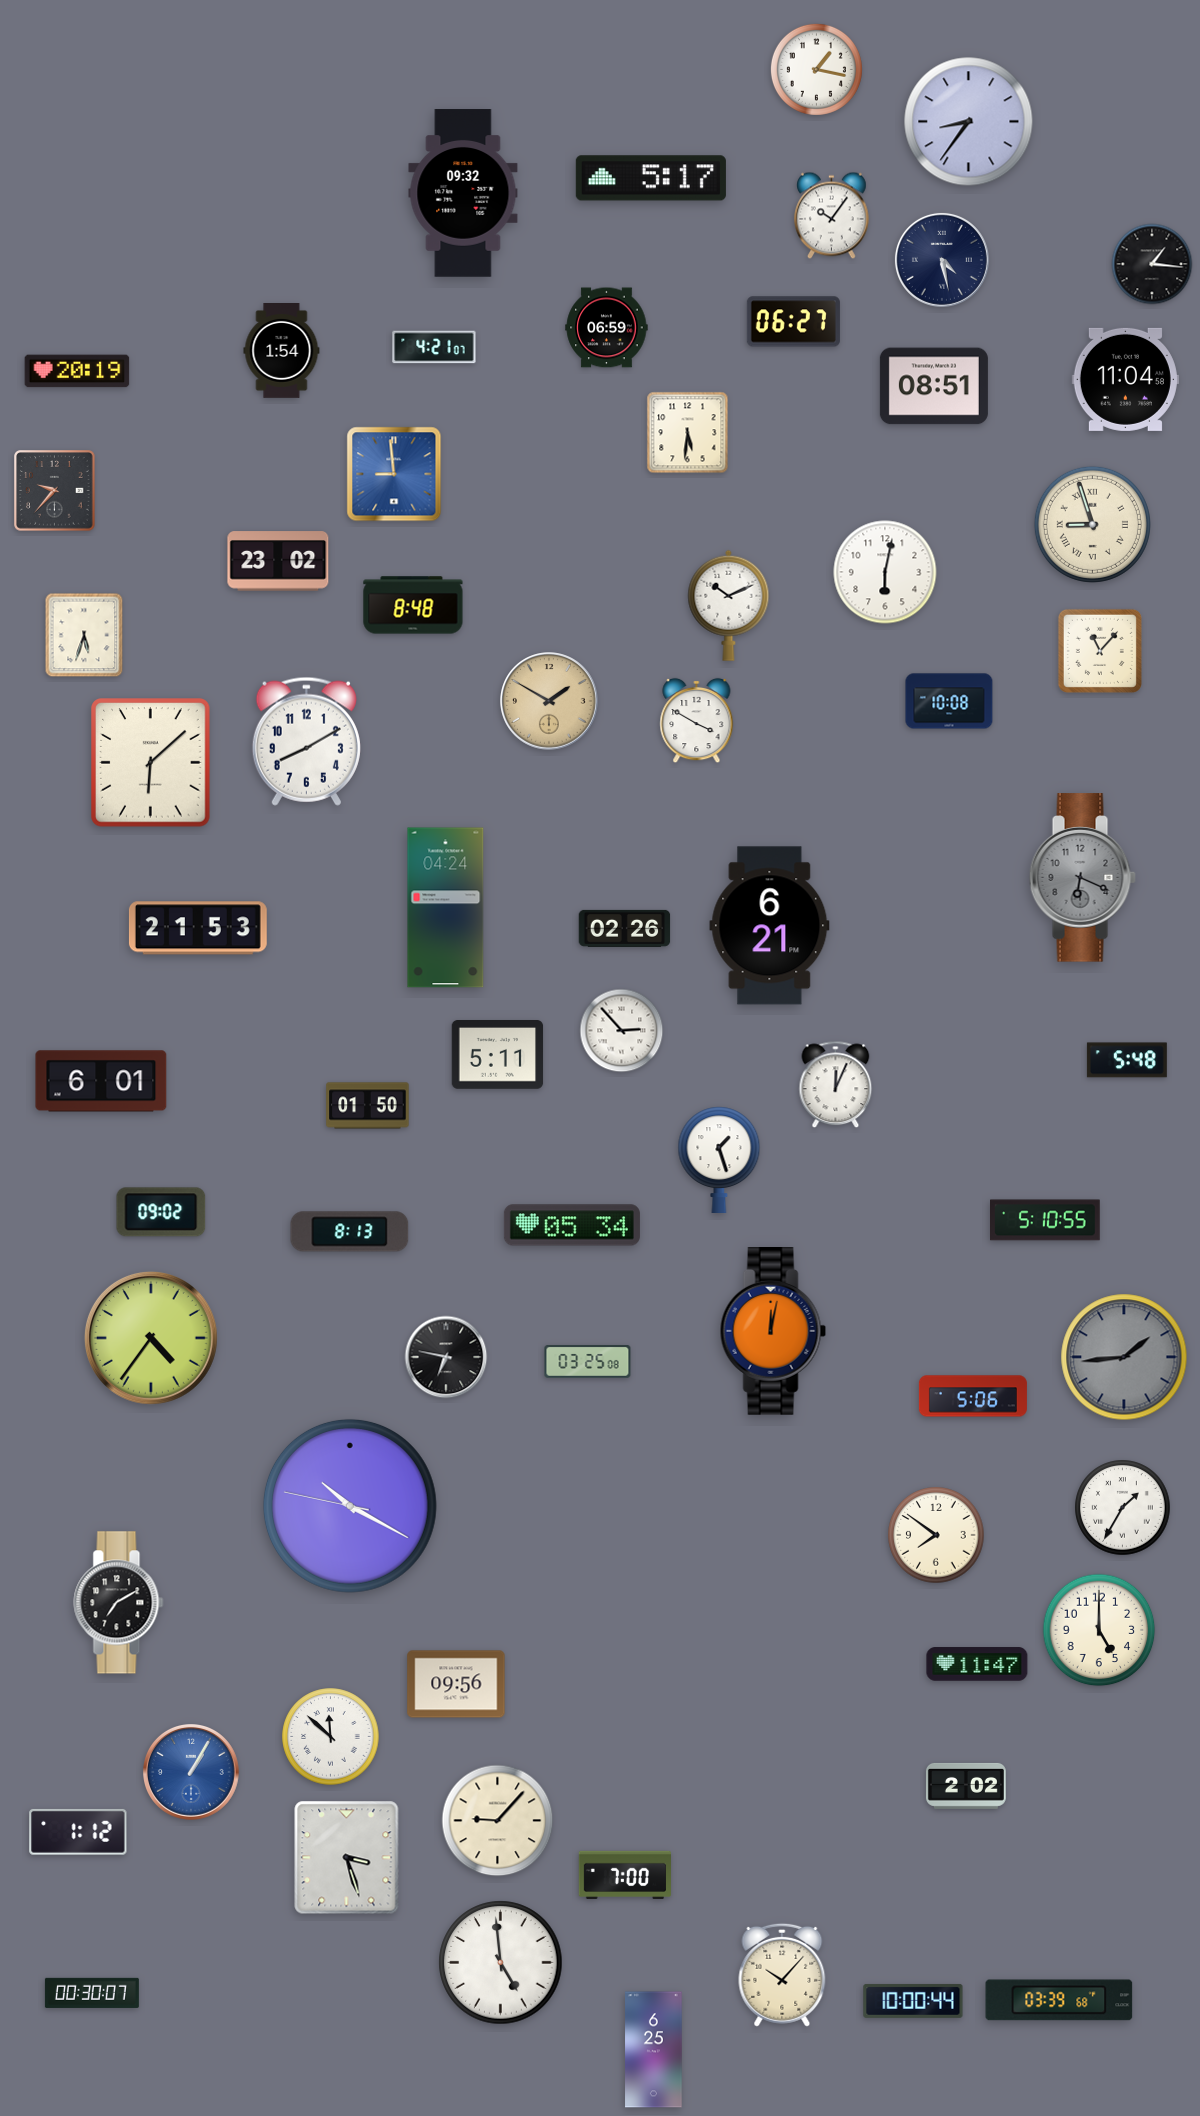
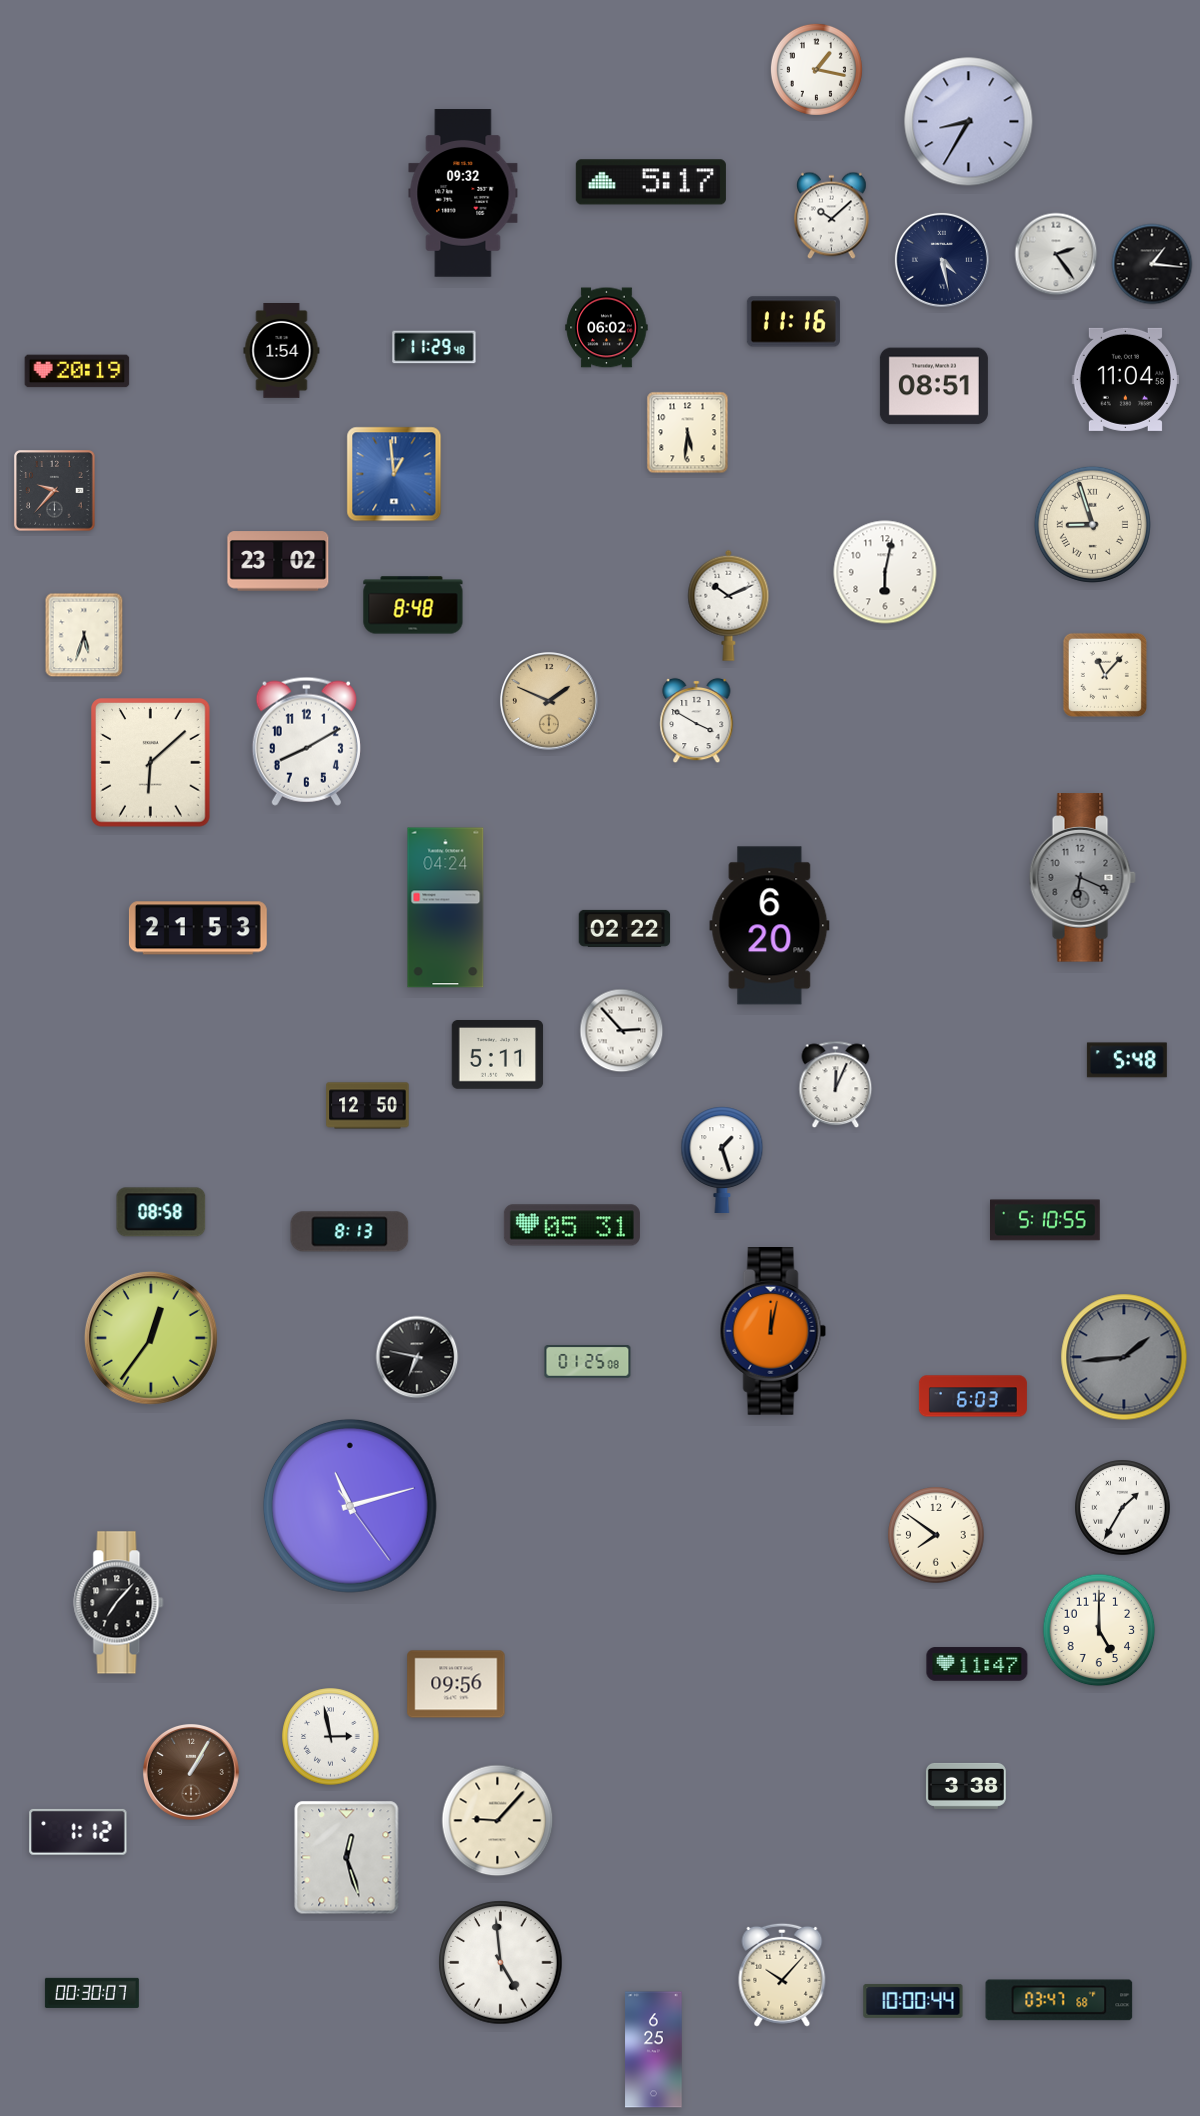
clock at (969, 122): 8:36 -> 8:35
clock at (651, 178) position: (651, 178) -> (651, 182)
clock at (832, 216): 10:06 -> 10:08
clock at (1056, 254): none -> 2:24
clock at (793, 322): 06:27 -> 11:16
clock at (607, 328): 06:59 -> 06:02
clock at (434, 347): 4:21 -> 11:29
clock at (394, 474): 8:59 -> 12:59
clock at (1100, 651) position: (1100, 651) -> (1105, 675)
clock at (549, 701): 1:50 -> 1:49
clock at (949, 701): 10:08 -> none
clock at (770, 926): 6:21 -> 6:20
clock at (625, 928): 02:26 -> 02:22
clock at (101, 1081): 6:01 -> none
clock at (368, 1106): 01:50 -> 12:50
clock at (719, 1159) position: (719, 1159) -> (722, 1159)
clock at (161, 1212): 09:02 -> 08:58
clock at (572, 1225): 05:34 -> 05:31
clock at (151, 1338): 4:36 -> 12:36
clock at (446, 1357) position: (446, 1357) -> (417, 1357)
clock at (588, 1362): 03:25 -> 01:25
clock at (973, 1396): 5:06 -> 6:03
clock at (350, 1506): 10:19 -> 11:12
clock at (119, 1603): 7:10 -> 7:07
clock at (331, 1737): 11:52 -> 2:58
clock at (192, 1773) dial: blue -> brown
clock at (966, 1786): 2:02 -> 3:38
clock at (347, 1858): 3:27 -> 12:27
clock at (624, 1875): 7:00 -> none
clock at (1059, 2000): 03:39 -> 03:47
